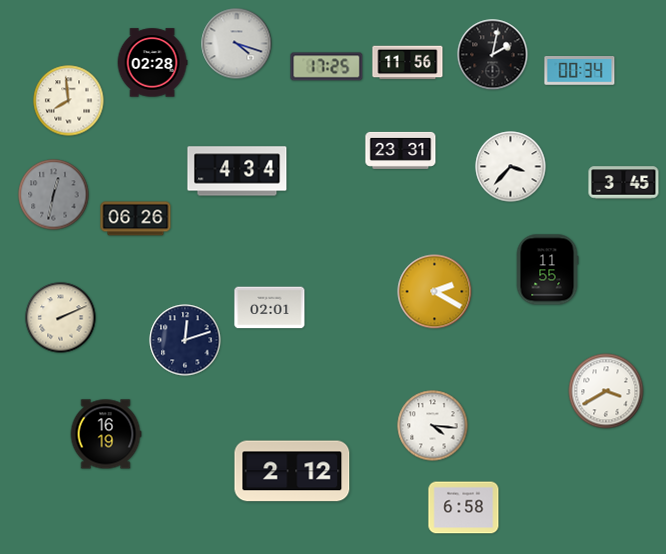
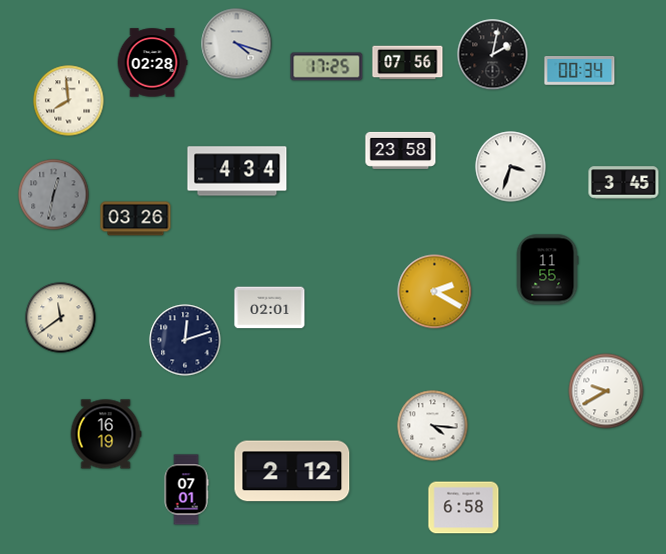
clock at (408, 63): 11:56 -> 07:56
clock at (401, 150): 23:31 -> 23:58
clock at (511, 167): 3:37 -> 3:33
clock at (136, 219): 06:26 -> 03:26
clock at (61, 318): 2:11 -> 11:39
clock at (606, 391): 3:40 -> 9:40
clock at (186, 490): none -> 07:01
